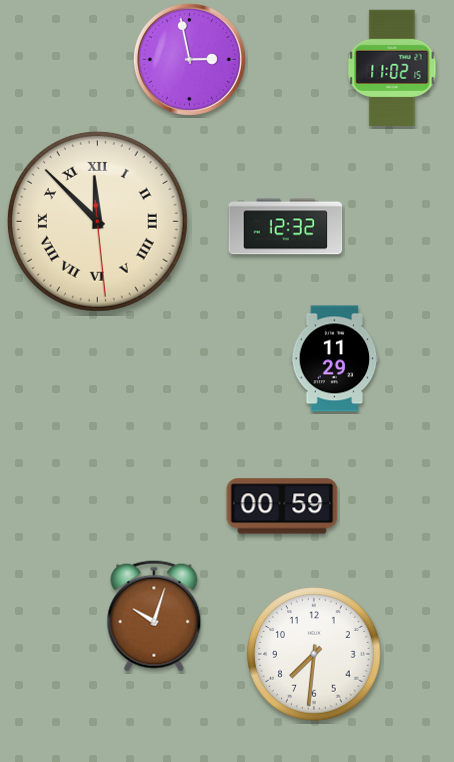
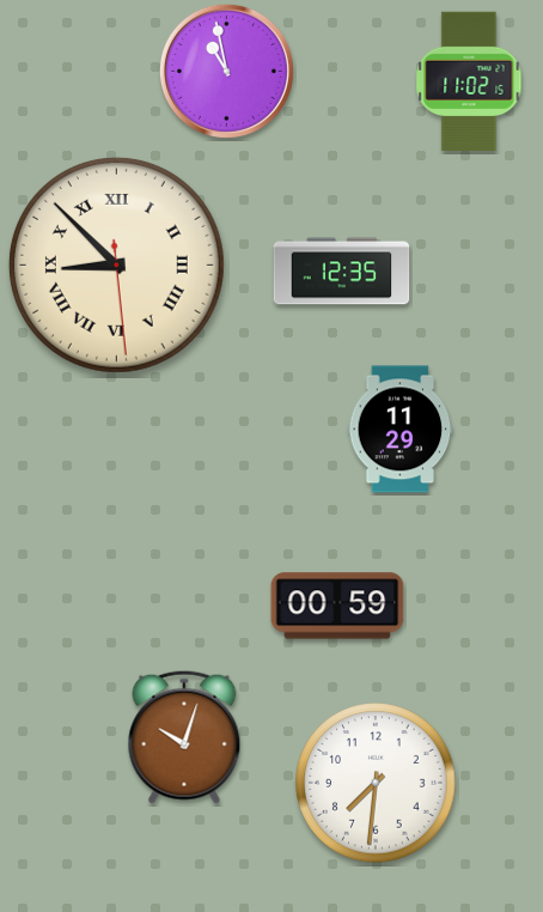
clock at (189, 59): 2:58 -> 10:58
clock at (97, 221): 11:52 -> 8:52
clock at (286, 227): 12:32 -> 12:35
